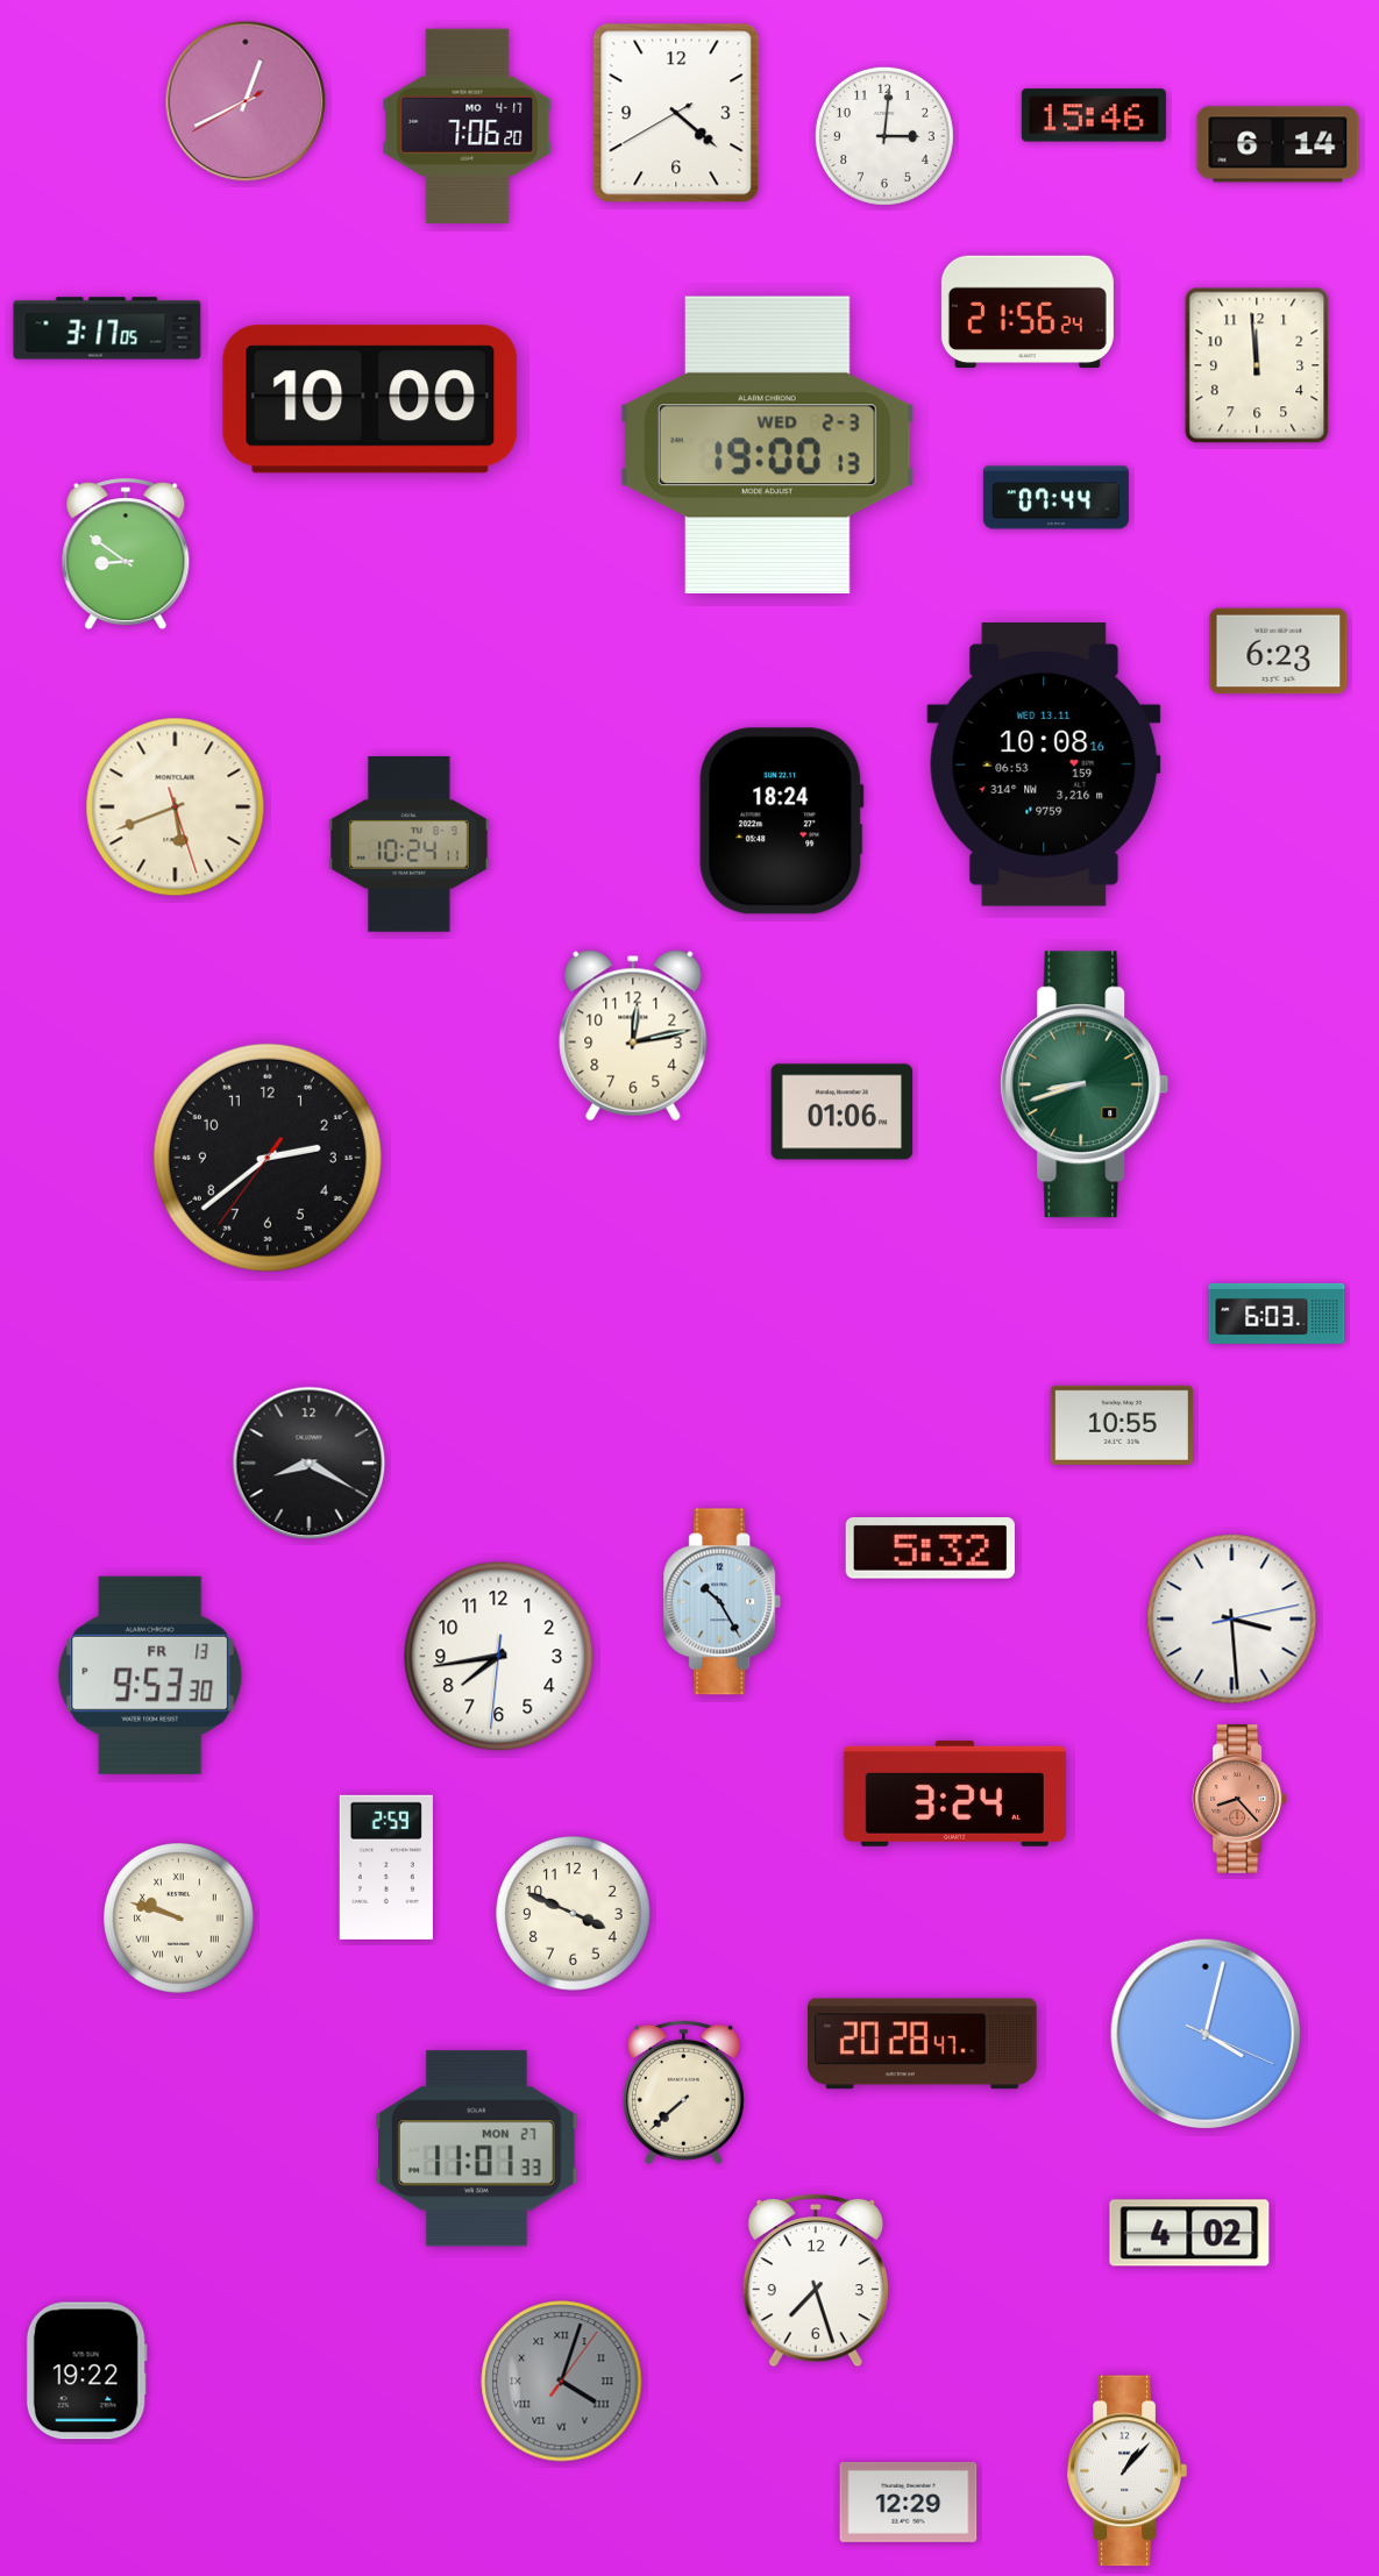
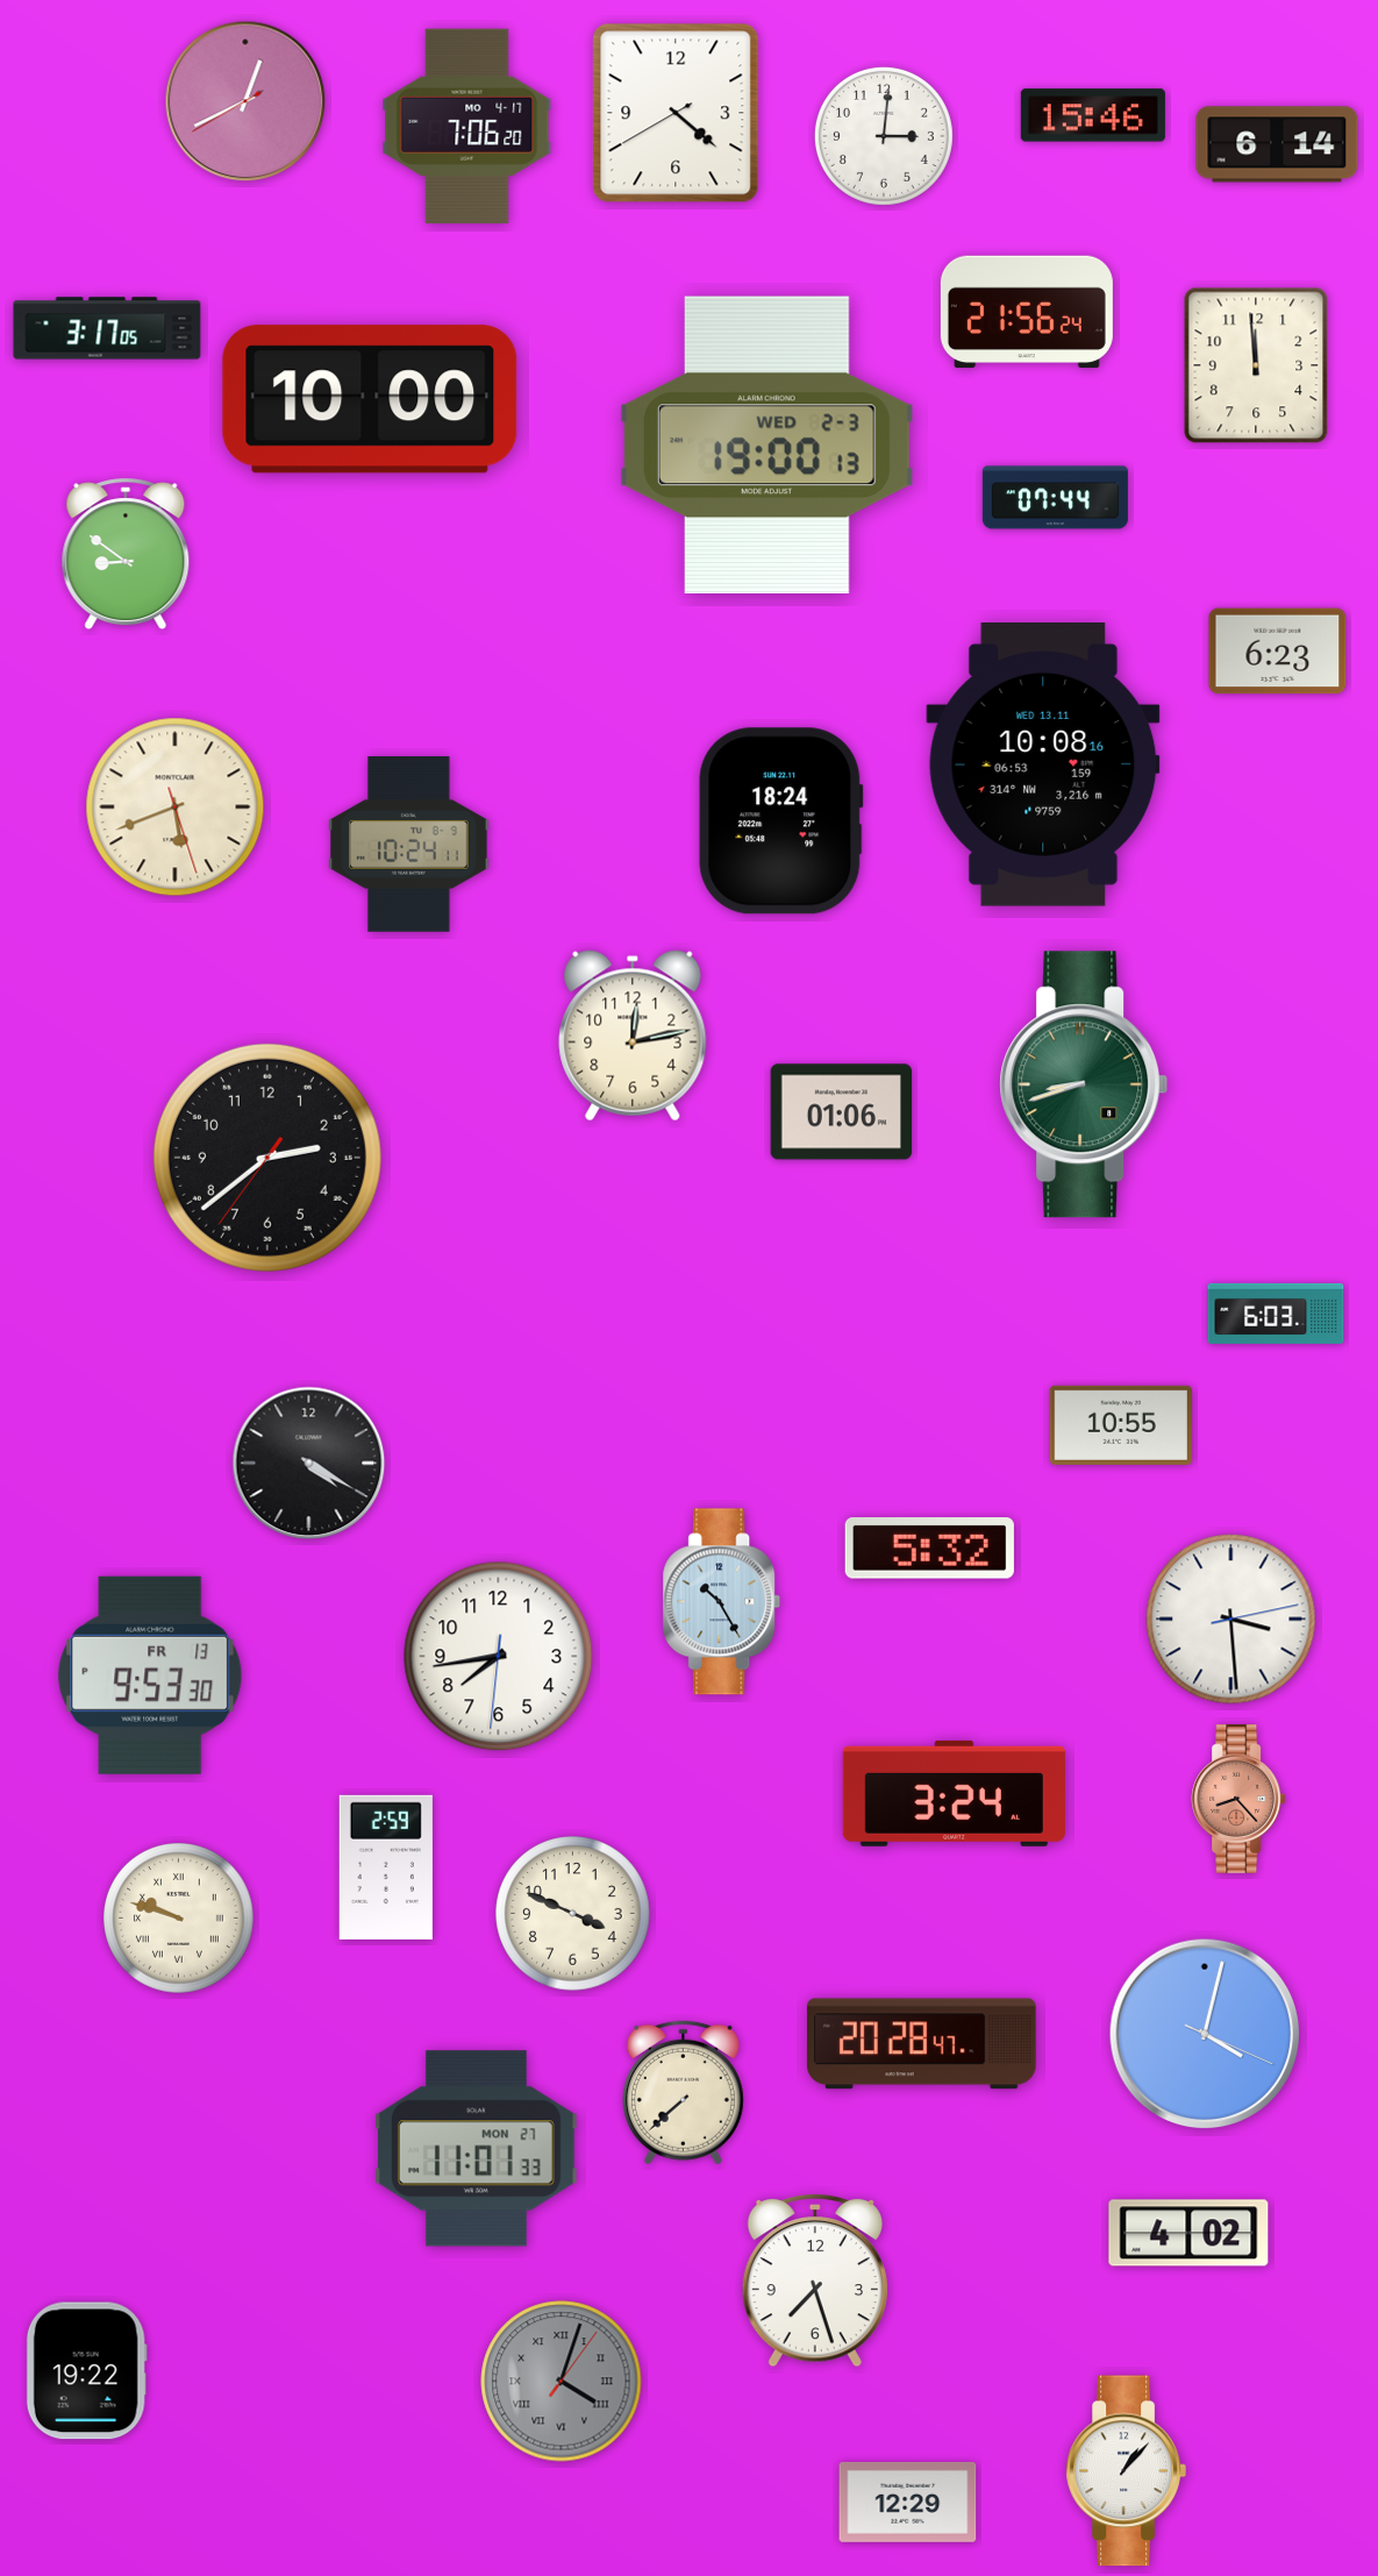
clock at (310, 1464): 8:20 -> 4:20
